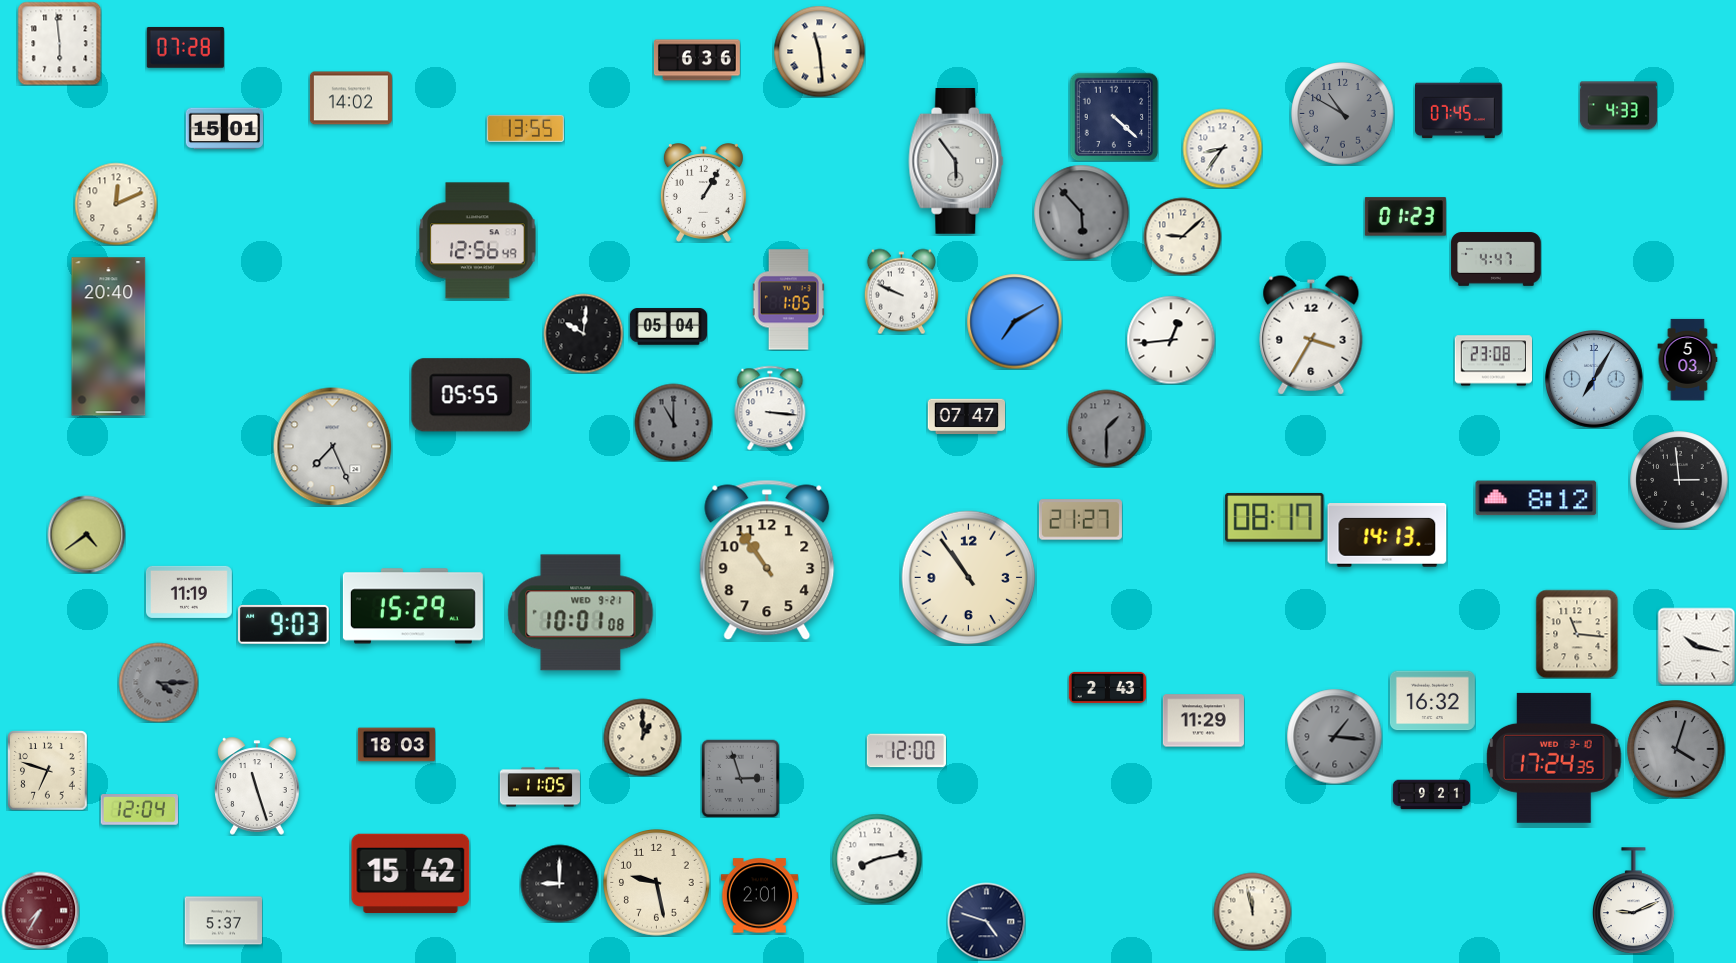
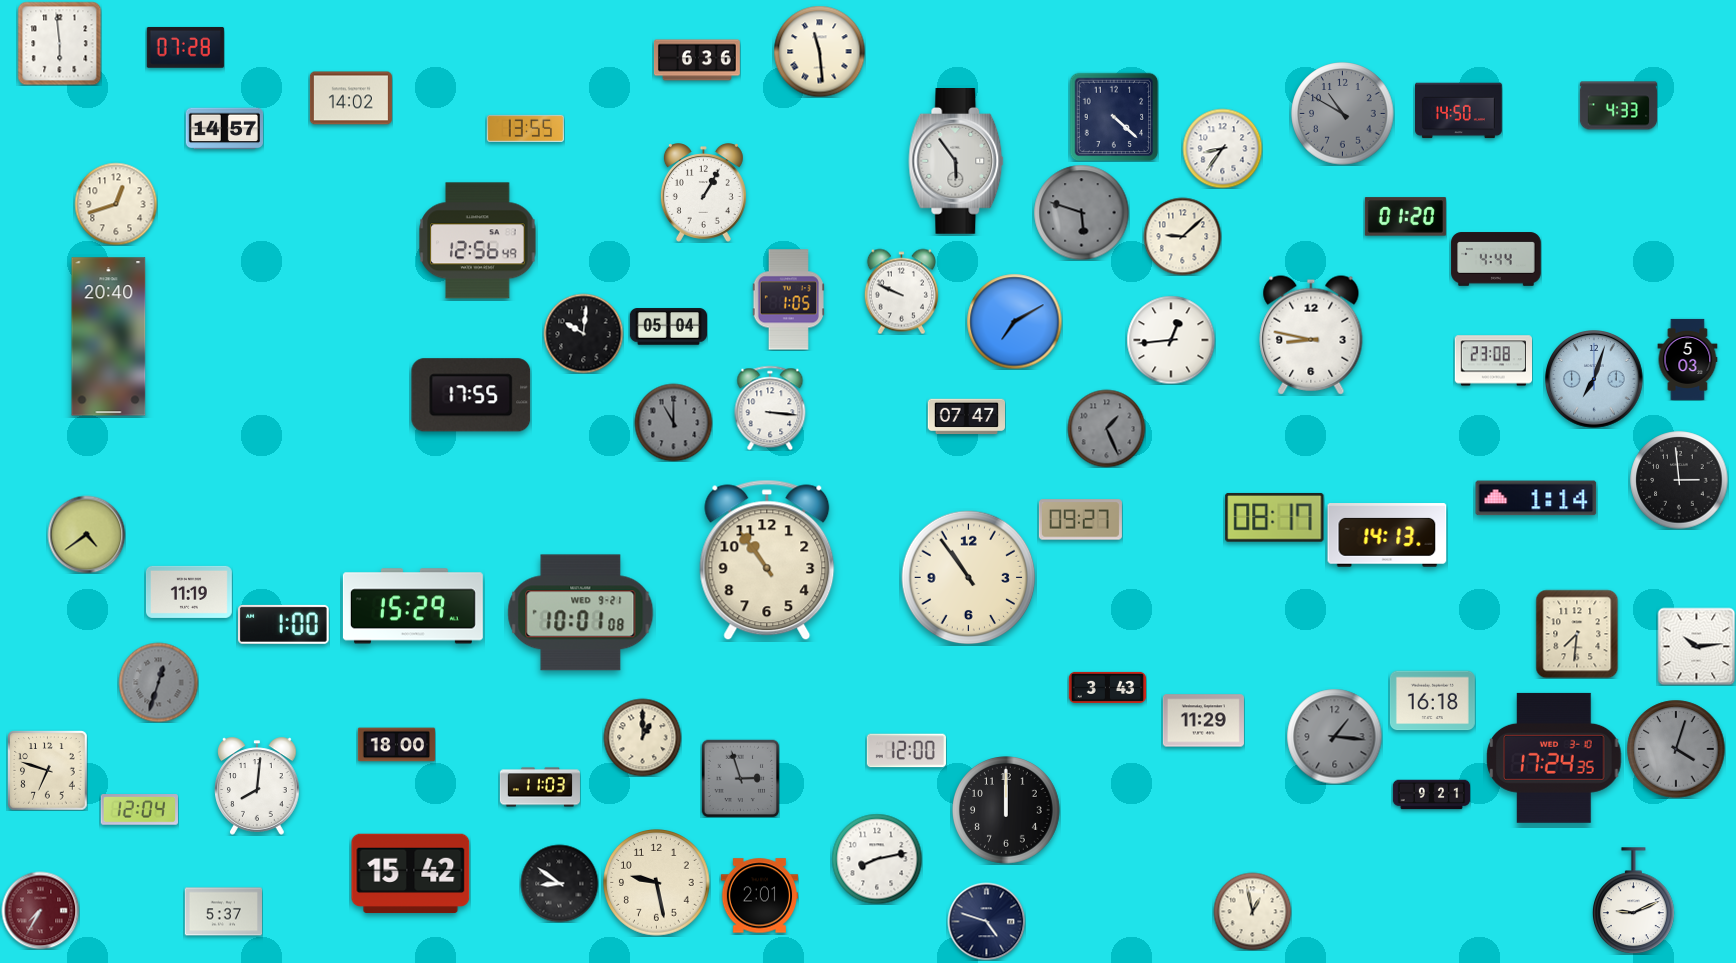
clock at (1459, 111): 07:45 -> 14:50
clock at (224, 129): 15:01 -> 14:57
clock at (116, 204): 12:11 -> 12:42
clock at (1081, 212): 5:53 -> 5:48
clock at (1405, 217): 01:23 -> 01:20
clock at (1496, 259): 4:47 -> 4:44
clock at (1311, 335): 3:35 -> 8:47
clock at (1594, 379): 7:05 -> 7:03
clock at (471, 395): 05:55 -> 17:55
clock at (1106, 428): 1:30 -> 1:26
clock at (333, 447): 7:26 -> none
clock at (1536, 498): 8:12 -> 1:14
clock at (1080, 520): 21:27 -> 09:27
clock at (284, 624): 9:03 -> 1:00
clock at (1577, 634): 11:16 -> 7:31
clock at (1696, 646): 10:17 -> 10:14
clock at (158, 682): 4:15 -> 12:33
clock at (1107, 687): 2:43 -> 3:43
clock at (1432, 701): 16:32 -> 16:18
clock at (396, 745): 18:03 -> 18:00
clock at (258, 786): 11:27 -> 8:01
clock at (540, 787): 11:05 -> 11:03
clock at (1007, 811): none -> 12:00
clock at (559, 883): 9:00 -> 8:51
clock at (1252, 911): 11:58 -> 12:58
clock at (223, 921) position: (223, 921) -> (223, 912)
